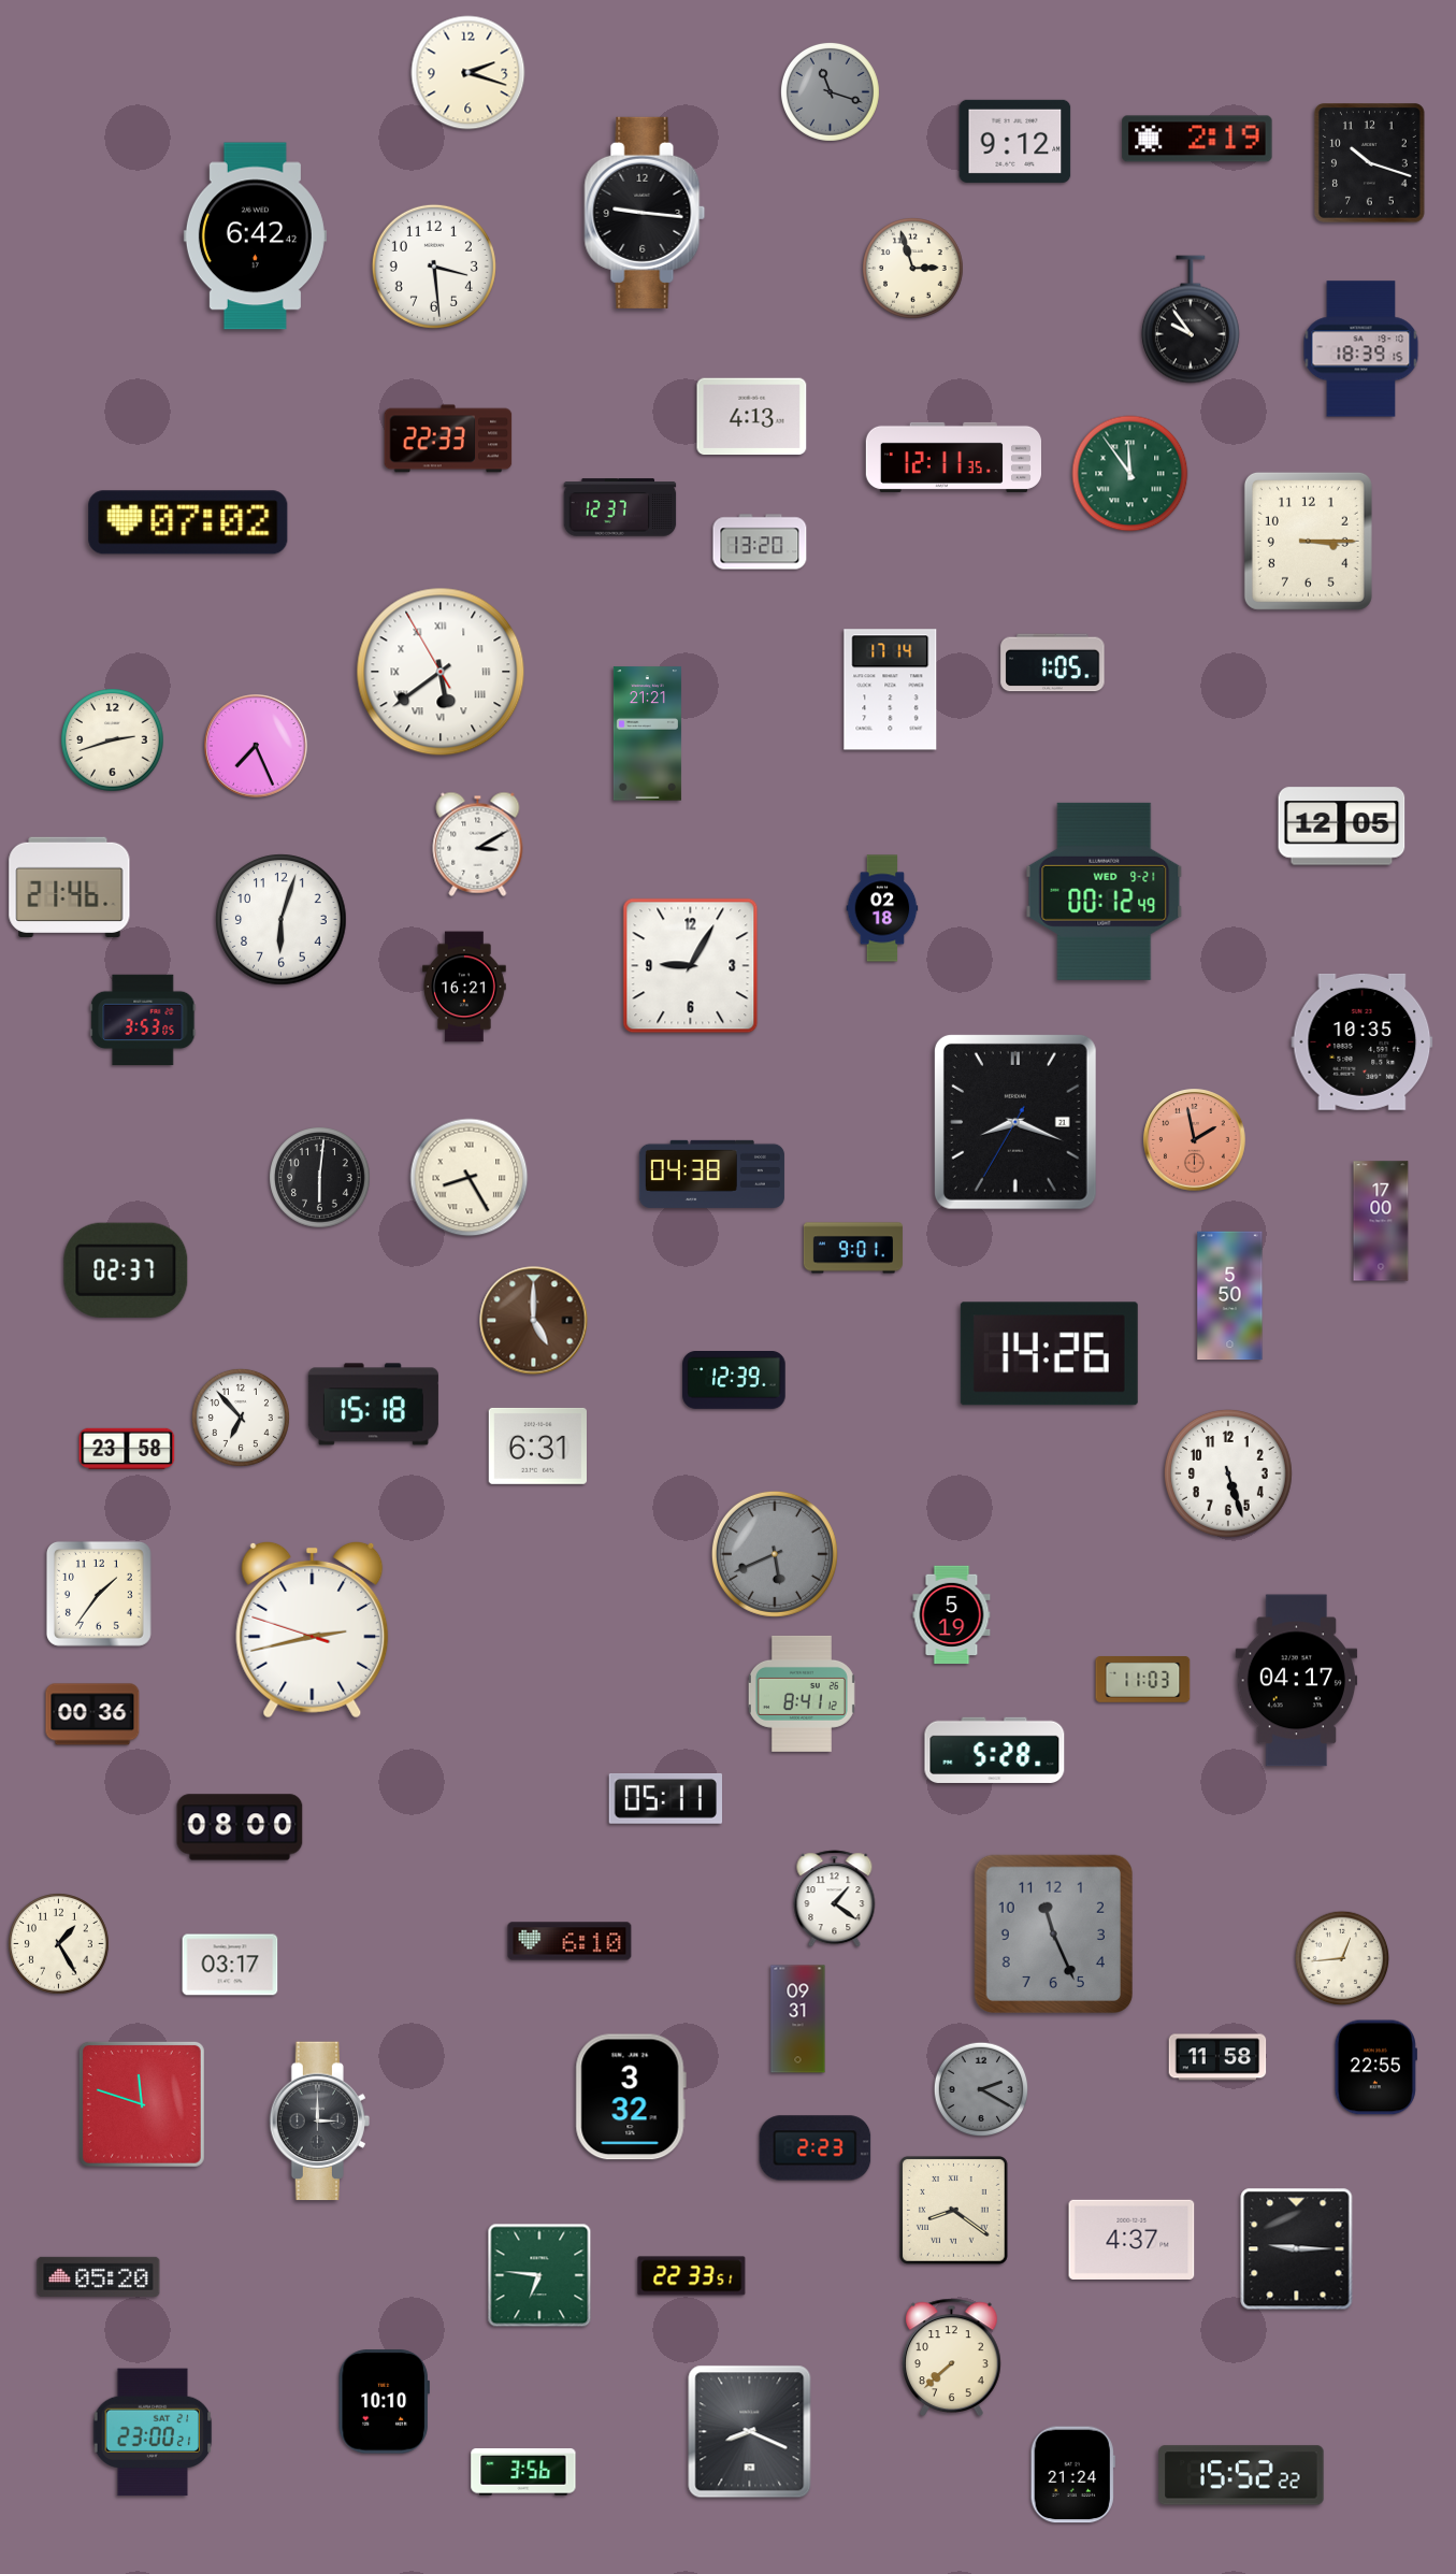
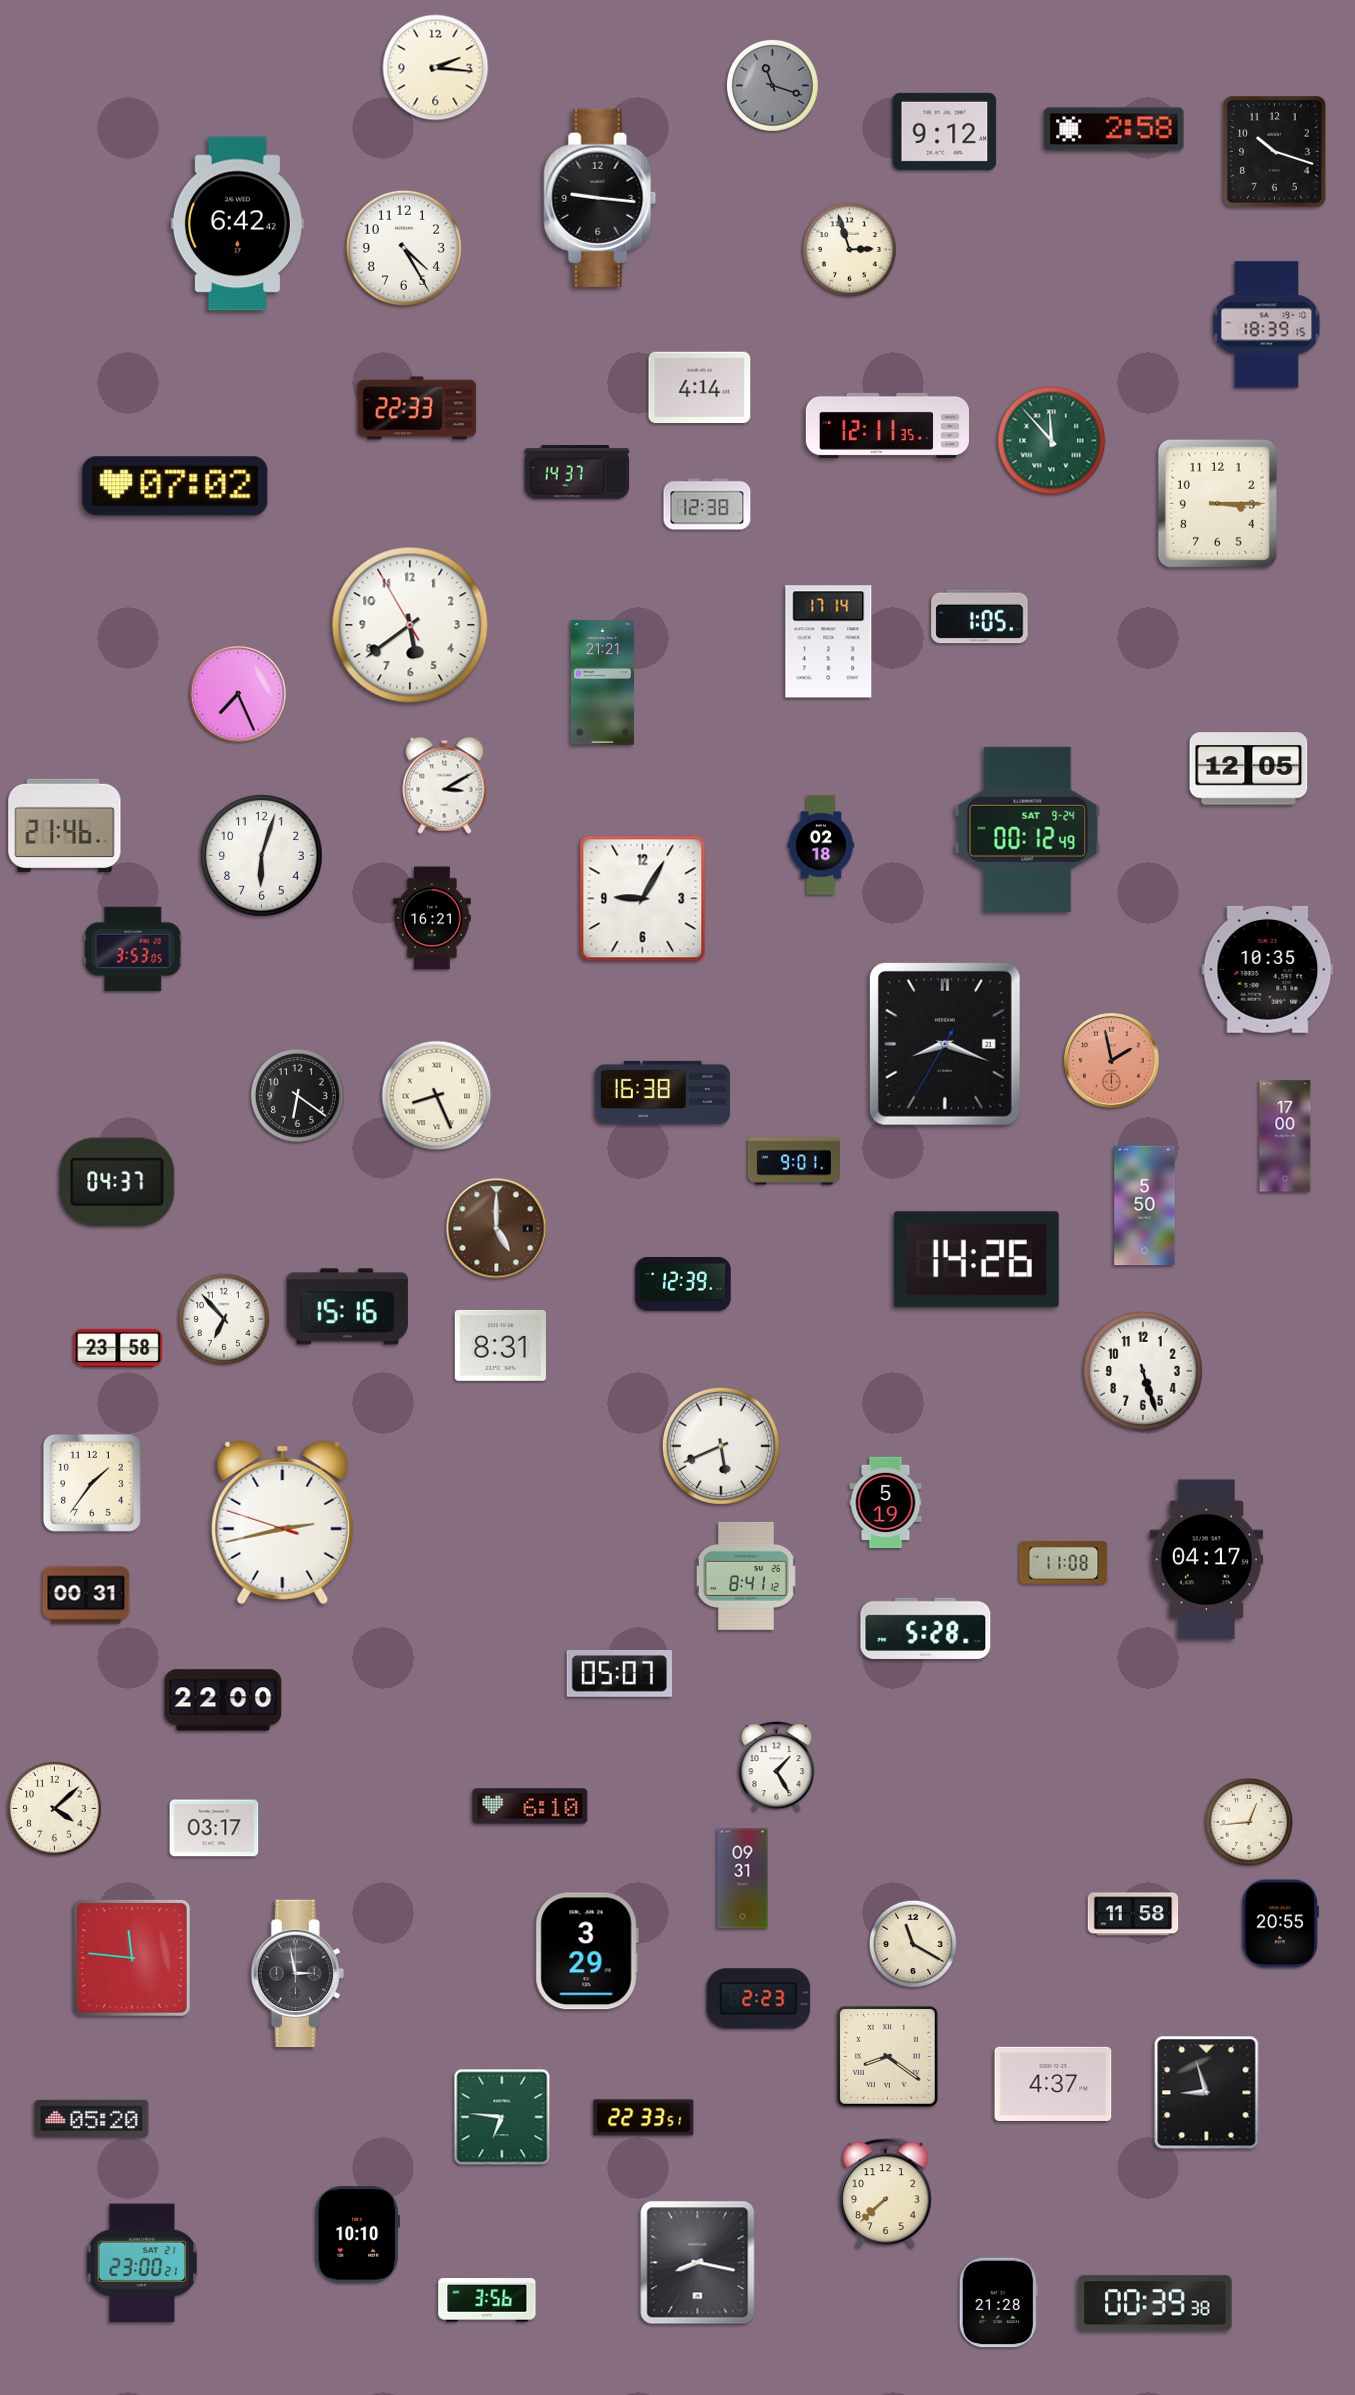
clock at (468, 73): 2:18 -> 2:16
clock at (1197, 139): 2:19 -> 2:58
clock at (255, 236) position: (255, 236) -> (237, 224)
clock at (434, 267): 3:29 -> 4:25
clock at (1191, 319): 9:54 -> none
clock at (752, 417): 4:13 -> 4:14
clock at (1130, 474): 11:54 -> 11:53
clock at (620, 507): 12:37 -> 14:37
clock at (760, 542): 13:20 -> 12:38
clock at (441, 672) numerals: Roman -> Arabic
clock at (113, 740): 2:42 -> none
clock at (1105, 891) date: WED 9-21 -> SAT 9-24
clock at (711, 1174): 04:38 -> 16:38
clock at (320, 1178): 6:01 -> 6:21
clock at (470, 1178): 8:25 -> 8:26
clock at (126, 1270): 02:37 -> 04:37
clock at (373, 1405): 15:18 -> 15:16
clock at (537, 1446): 6:31 -> 8:31
clock at (775, 1554) dial: grey -> white
clock at (313, 1629) position: (313, 1629) -> (283, 1522)
clock at (1143, 1680): 11:03 -> 11:08
clock at (1297, 1681) position: (1297, 1681) -> (1207, 1560)
clock at (92, 1714): 00:36 -> 00:31
clock at (665, 1799): 05:11 -> 05:07
clock at (240, 1827): 08:00 -> 22:00
clock at (835, 1899): 1:21 -> 1:25
clock at (1053, 1933): 11:26 -> none
clock at (59, 1944): 1:25 -> 4:08
clock at (1375, 2068): 22:55 -> 20:55
clock at (981, 2089): 2:20 -> 11:20
clock at (981, 2089) dial: grey -> cream
clock at (631, 2097): 3:32 -> 3:29
clock at (142, 2104): 11:48 -> 11:46
clock at (319, 2122): 3:00 -> 2:58
clock at (1297, 2249): 9:15 -> 8:57
clock at (750, 2432): 8:19 -> 8:17
clock at (1072, 2475): 21:24 -> 21:28
clock at (1241, 2475): 15:52 -> 00:39
